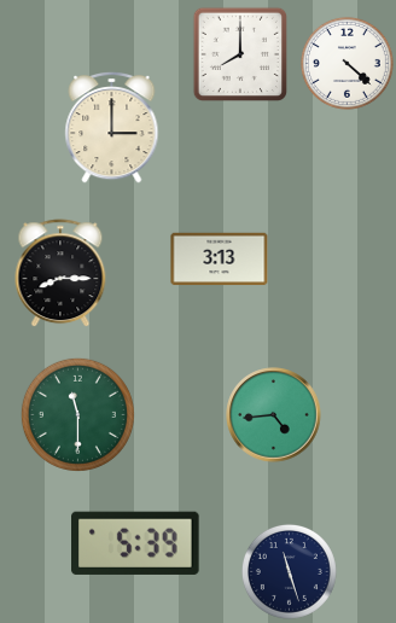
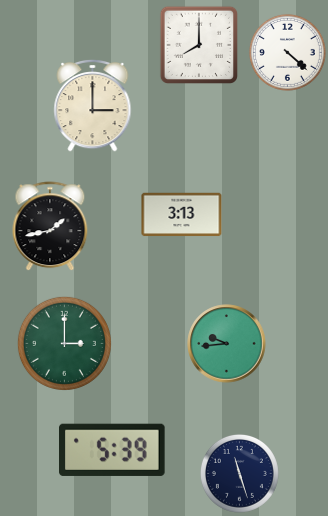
clock at (60, 273): 8:15 -> 1:43
clock at (77, 414): 11:30 -> 3:00
clock at (274, 415): 4:44 -> 9:44
